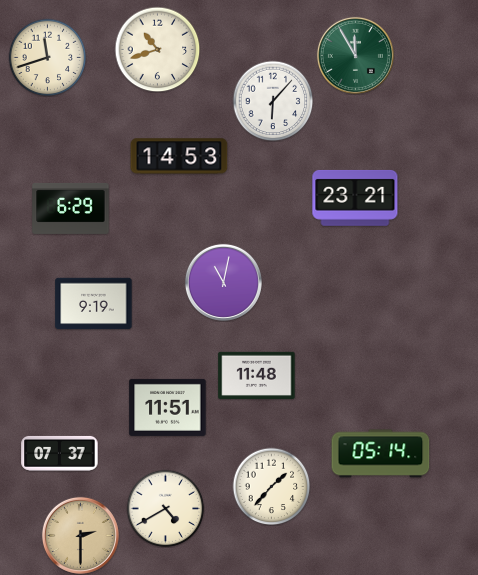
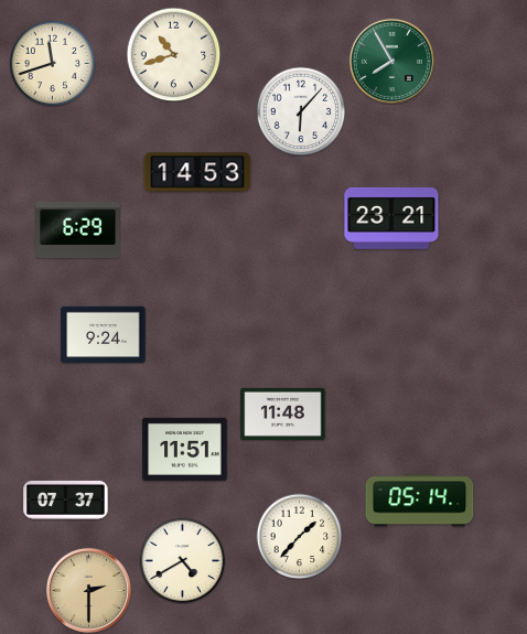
clock at (355, 55): 11:55 -> 7:55
clock at (223, 282): 11:02 -> none
clock at (94, 304): 9:19 -> 9:24
